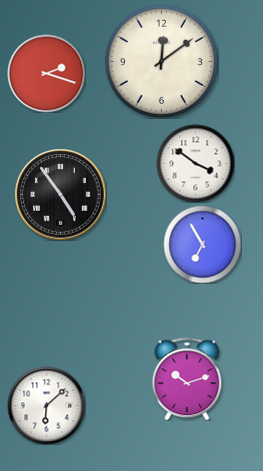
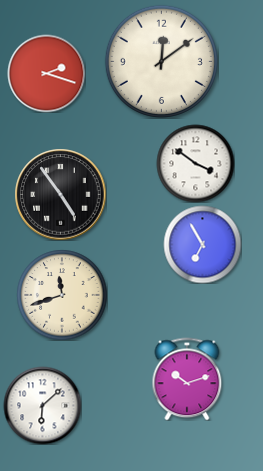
clock at (62, 295): none -> 11:42
clock at (46, 405) position: (46, 405) -> (42, 405)
